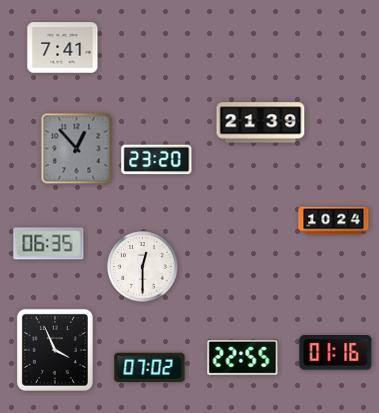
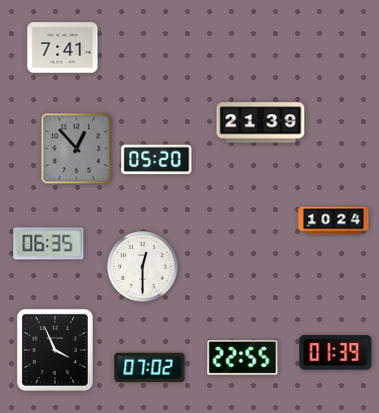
clock at (157, 160): 23:20 -> 05:20
clock at (336, 353): 01:16 -> 01:39
